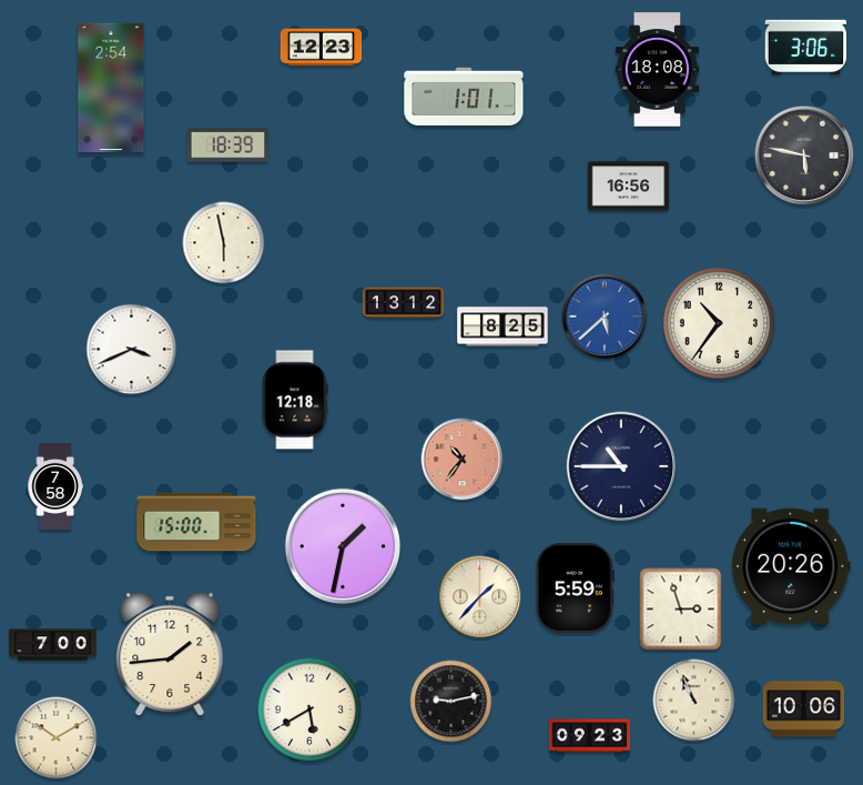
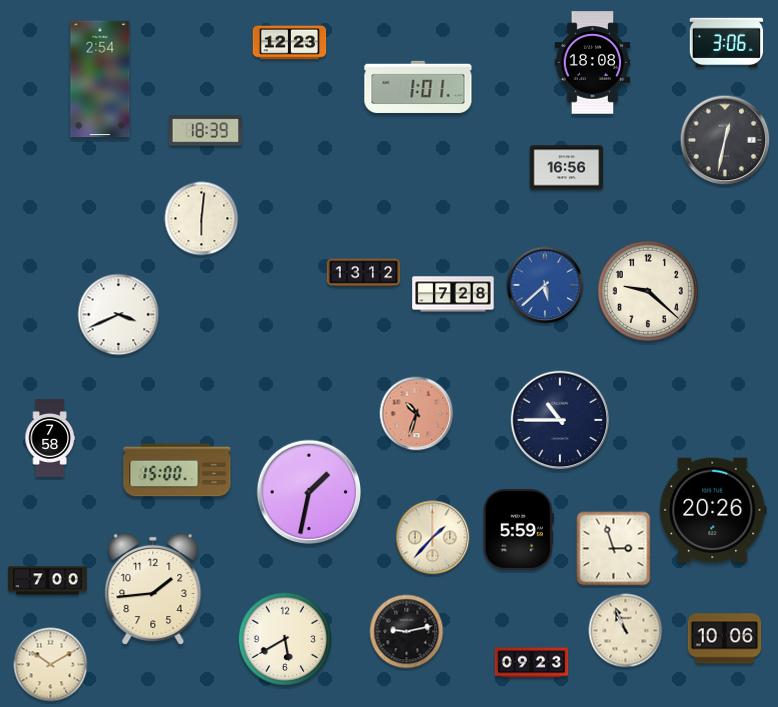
clock at (804, 155): 5:47 -> 12:32
clock at (224, 243): 5:58 -> 6:01
clock at (719, 323): 10:36 -> 9:22
clock at (502, 326): 8:25 -> 7:28
clock at (295, 400): 12:18 -> none
clock at (463, 460): 10:36 -> 10:33
clock at (309, 709) position: (309, 709) -> (285, 639)
